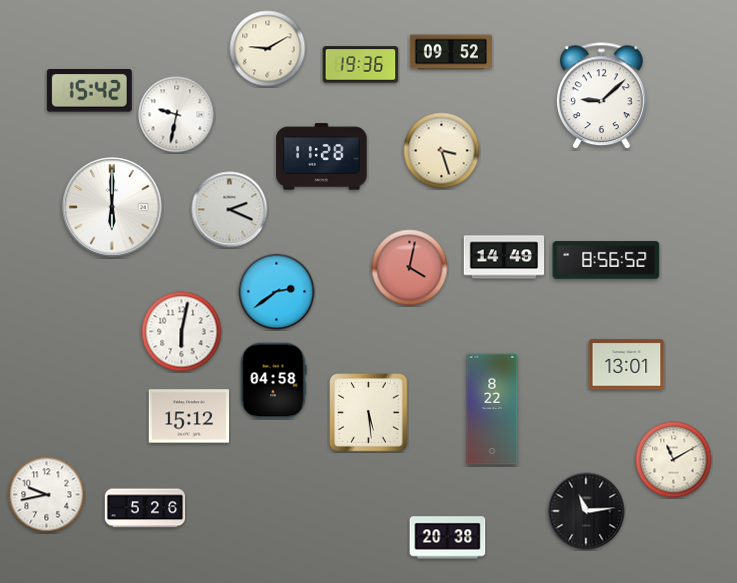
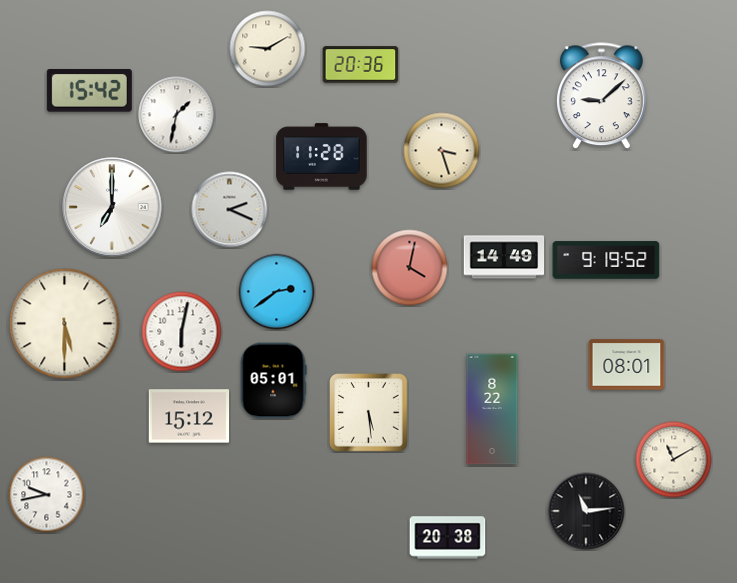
clock at (451, 52): 09:52 -> none
clock at (361, 65): 19:36 -> 20:36
clock at (177, 115): 9:32 -> 1:32
clock at (112, 207): 6:00 -> 7:00
clock at (606, 260): 8:56 -> 9:19
clock at (65, 324): none -> 5:30
clock at (627, 365): 13:01 -> 08:01
clock at (273, 381): 04:58 -> 05:01
clock at (145, 508): 5:26 -> none
